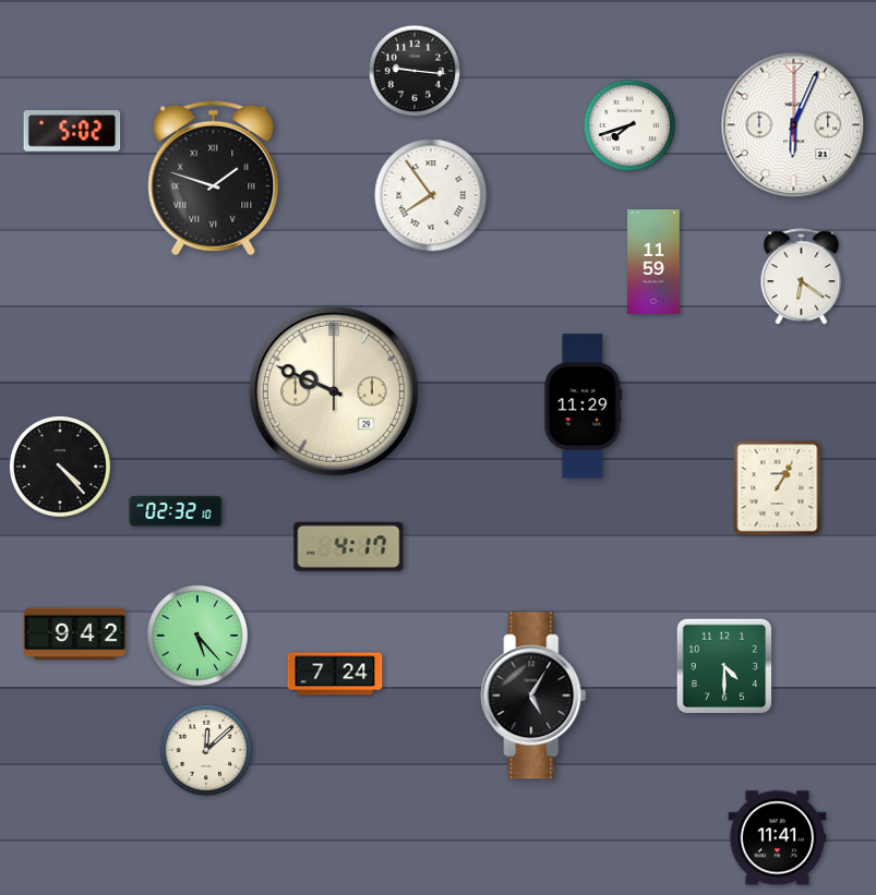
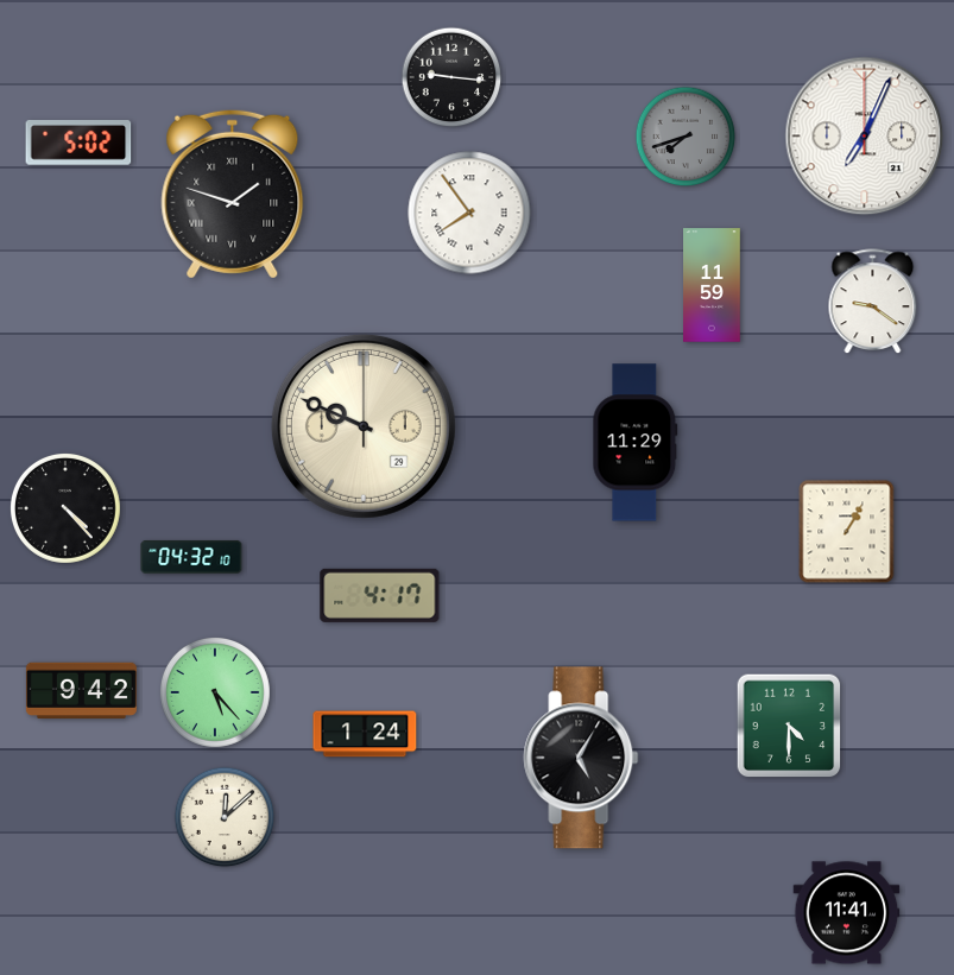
clock at (629, 125) dial: white -> grey
clock at (794, 125): 6:04 -> 7:04
clock at (802, 277): 6:21 -> 9:21
clock at (176, 511): 02:32 -> 04:32
clock at (335, 674): 7:24 -> 1:24
